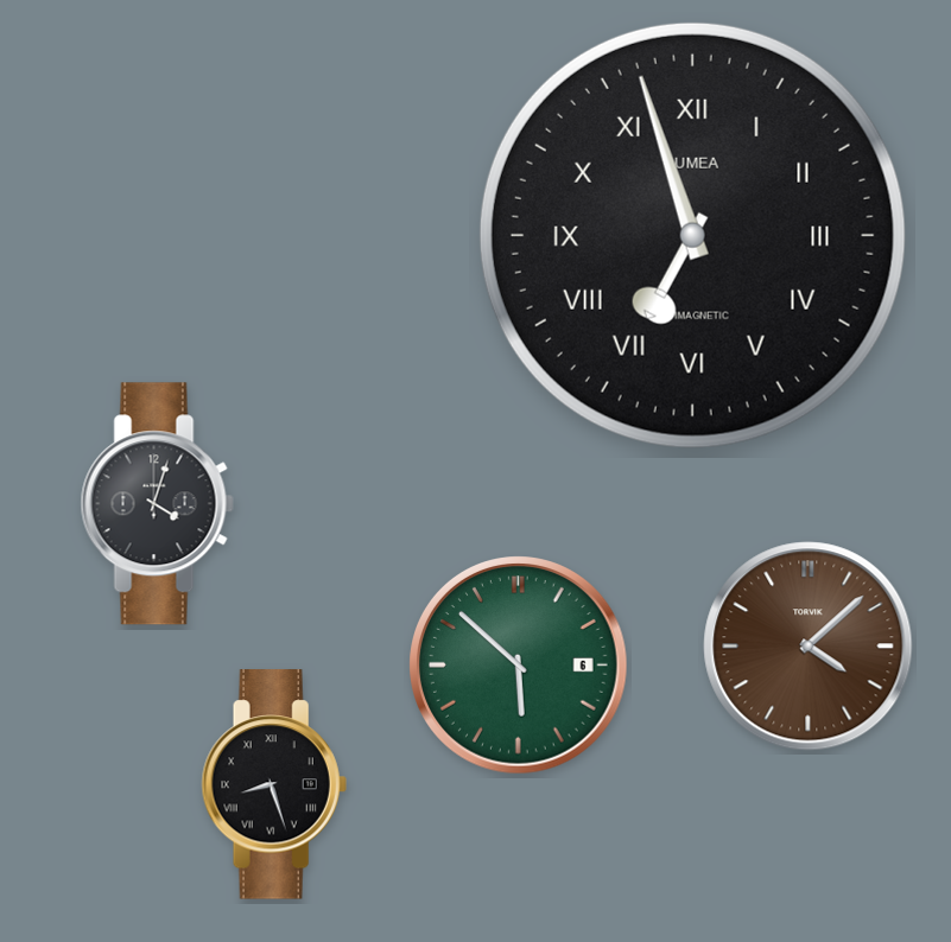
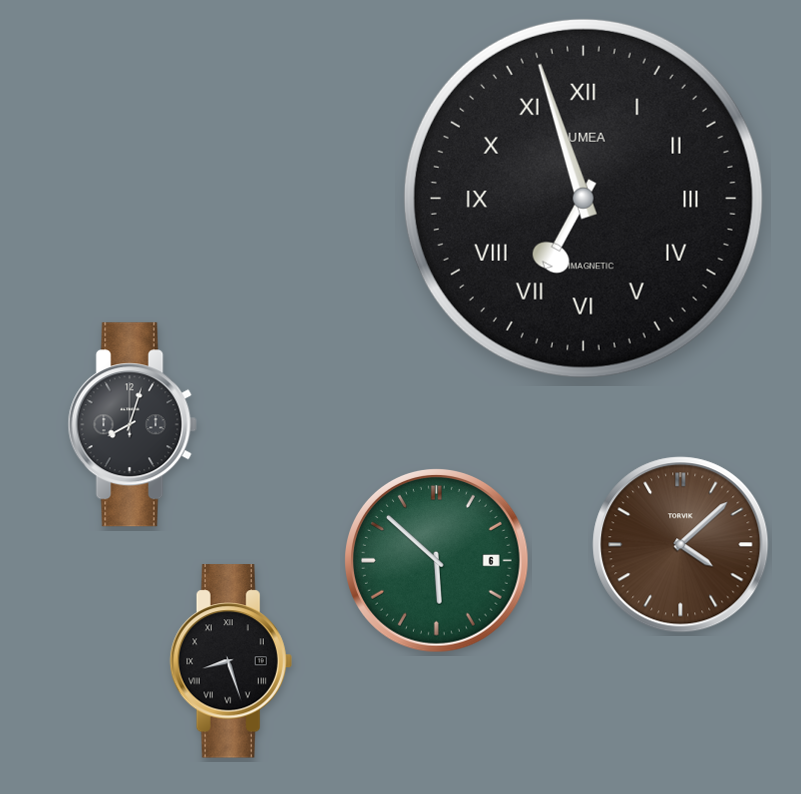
clock at (157, 504): 4:03 -> 8:03
